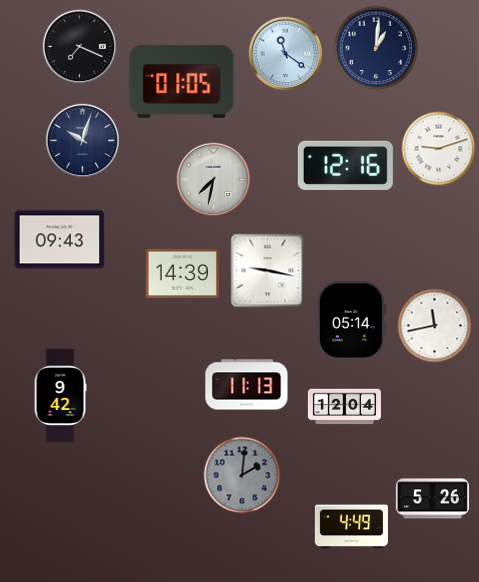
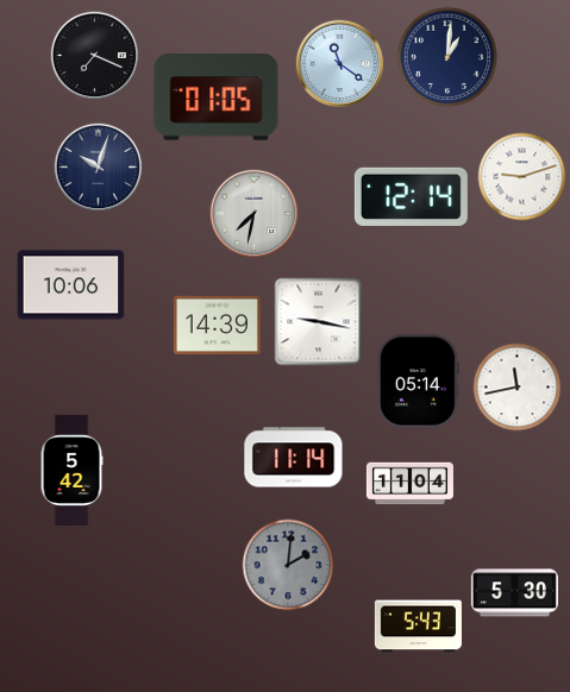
clock at (345, 165): 12:16 -> 12:14
clock at (60, 240): 09:43 -> 10:06
clock at (247, 385): 11:13 -> 11:14
clock at (60, 395): 9:42 -> 5:42
clock at (344, 407): 12:04 -> 11:04
clock at (432, 499): 5:26 -> 5:30
clock at (351, 527): 4:49 -> 5:43
